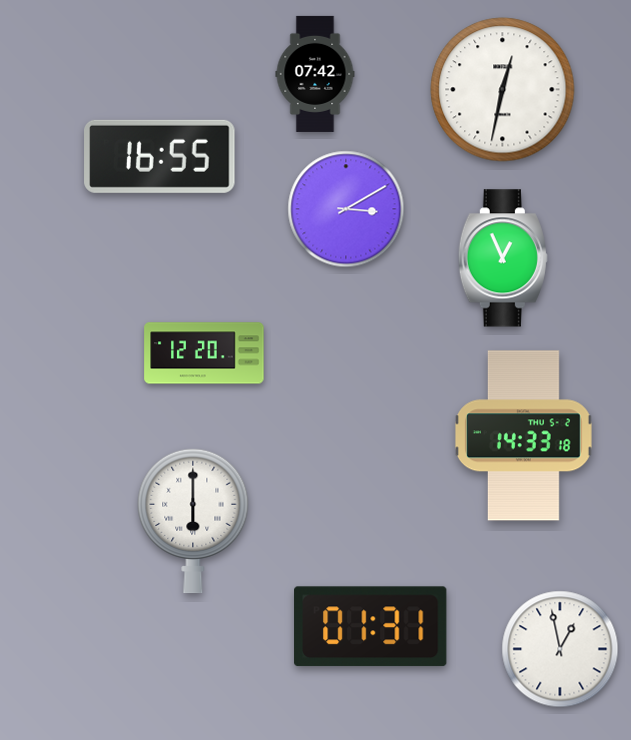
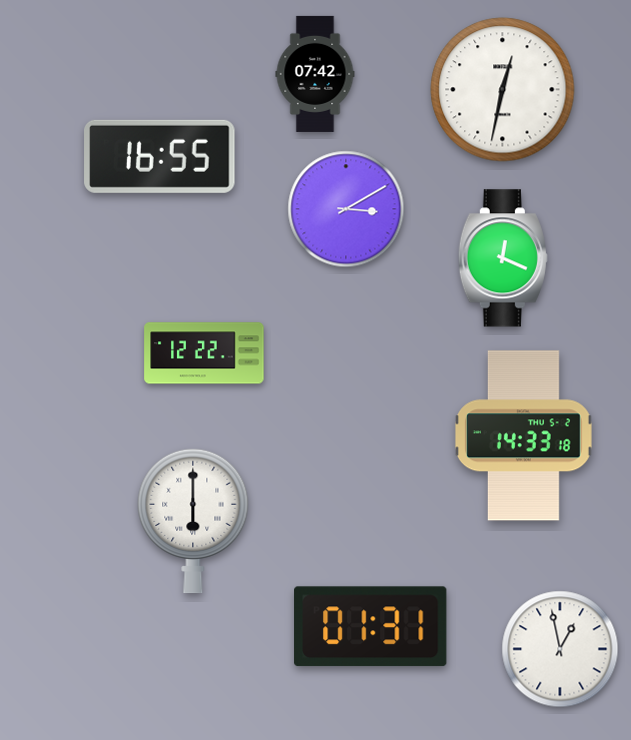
clock at (503, 258): 12:56 -> 12:19
clock at (204, 353): 12:20 -> 12:22
